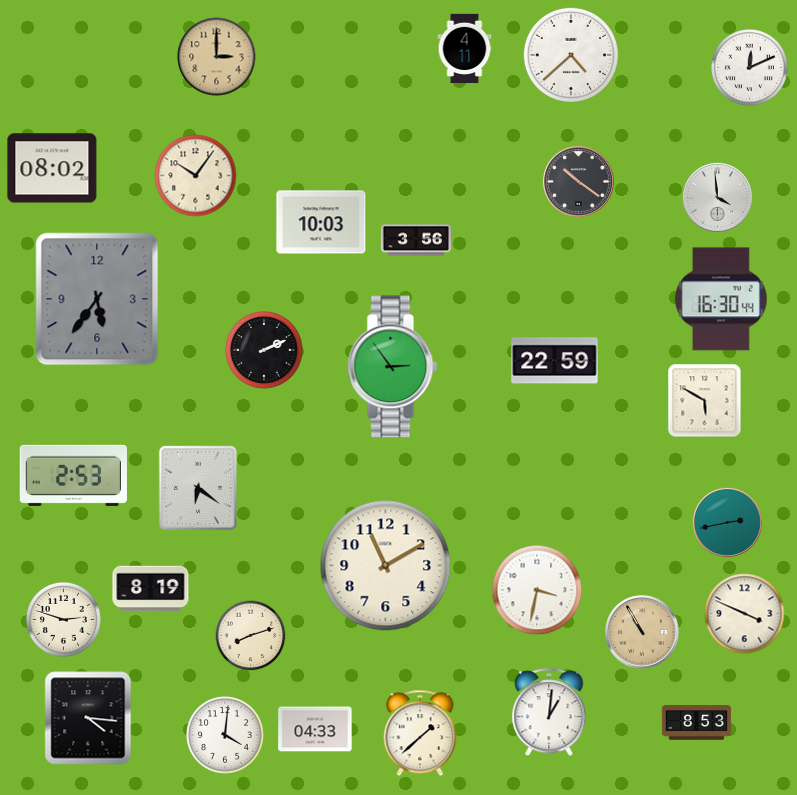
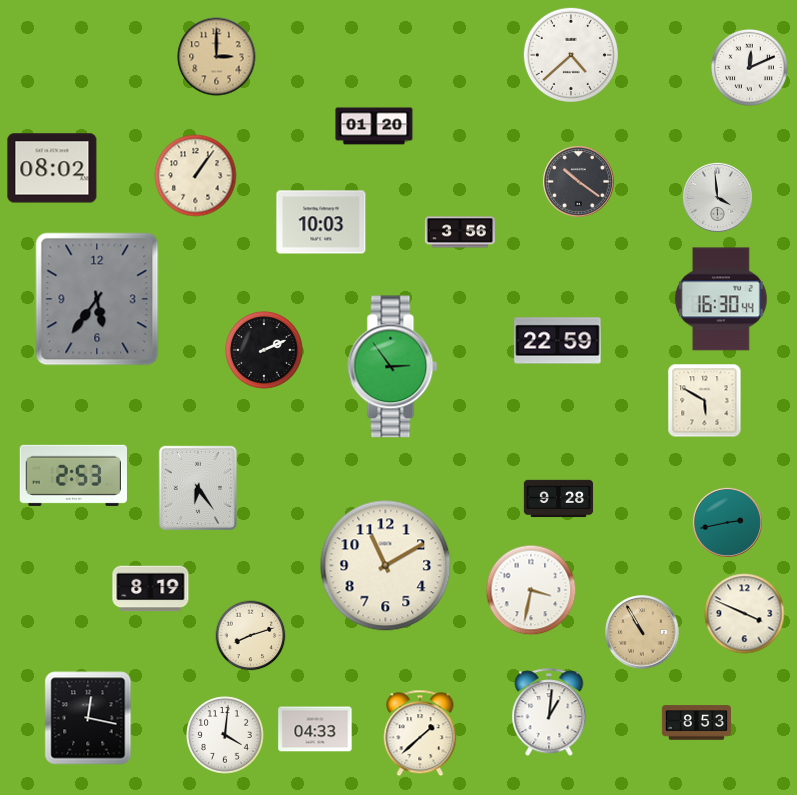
clock at (465, 49): 4:11 -> none
clock at (374, 126): none -> 01:20
clock at (196, 176): 10:06 -> 1:06
clock at (416, 240) position: (416, 240) -> (460, 232)
clock at (555, 361) position: (555, 361) -> (558, 341)
clock at (197, 487): 6:21 -> 6:24
clock at (559, 499): none -> 9:28
clock at (537, 590) position: (537, 590) -> (531, 590)
clock at (63, 619): 2:48 -> none
clock at (88, 718): 4:16 -> 12:17
